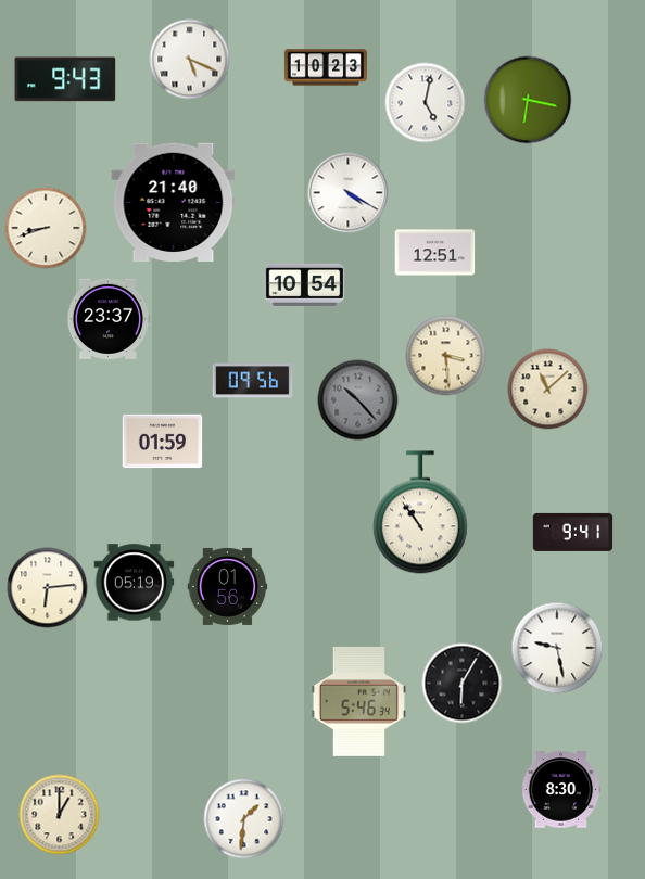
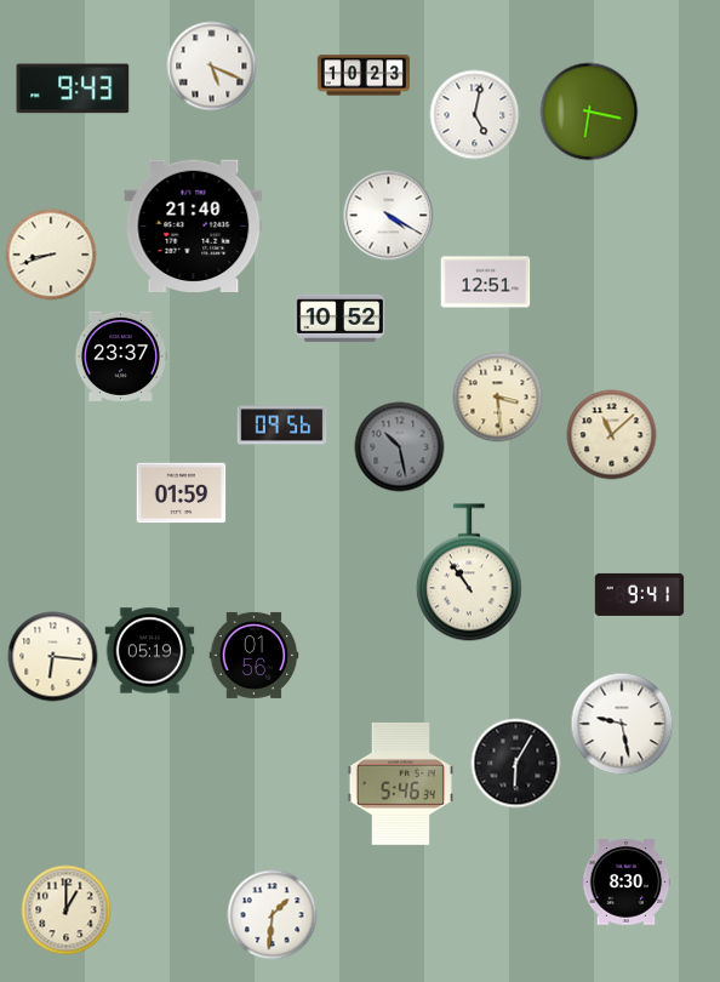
clock at (305, 284): 10:54 -> 10:52
clock at (358, 400): 10:23 -> 10:28
clock at (48, 588): 6:14 -> 6:16
